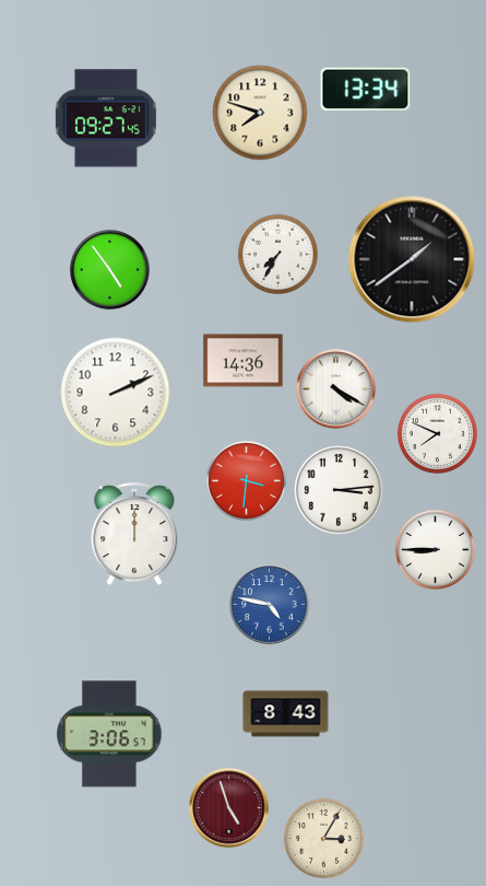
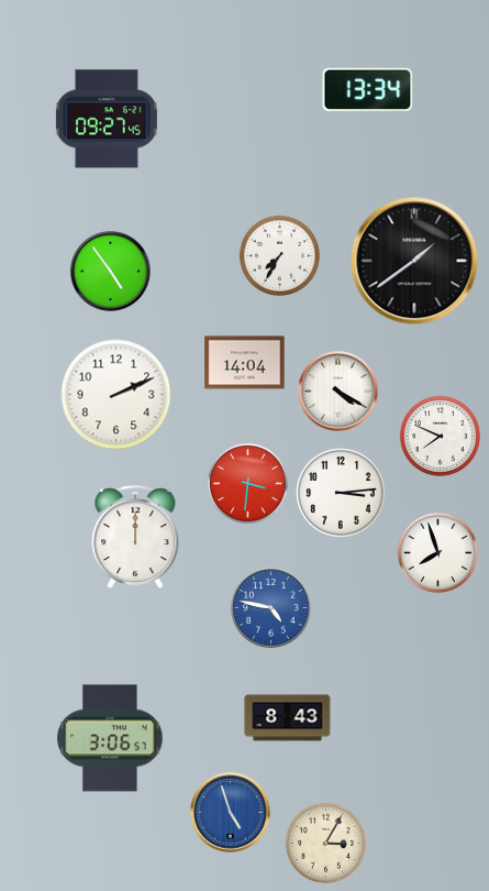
clock at (260, 113): 7:48 -> none
clock at (244, 361): 14:36 -> 14:04
clock at (435, 549): 8:45 -> 7:57
clock at (229, 808) dial: burgundy -> blue
